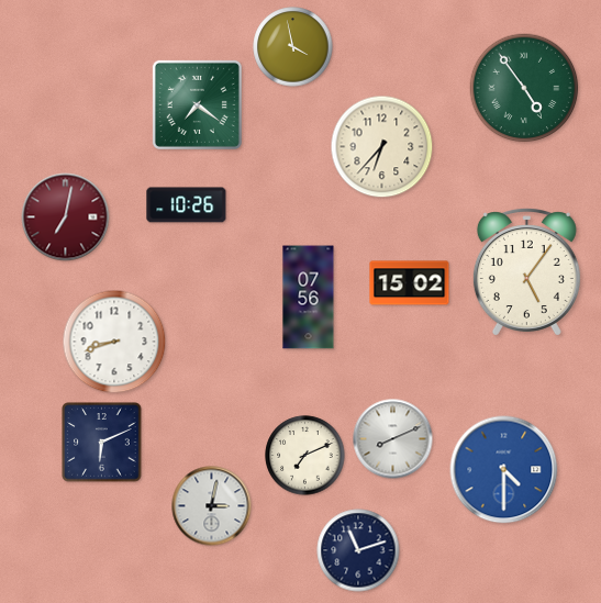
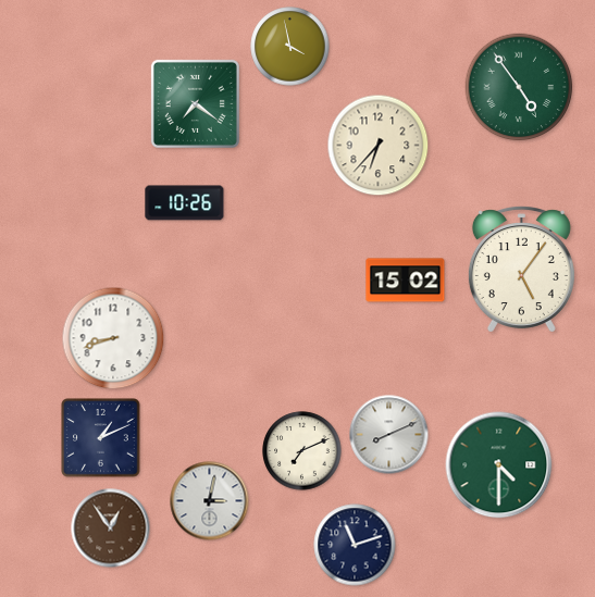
clock at (66, 217): 7:02 -> none
clock at (309, 298): 07:56 -> none
clock at (102, 443): 6:11 -> 1:11
clock at (504, 470) dial: blue -> green
clock at (111, 528): none -> 12:54
